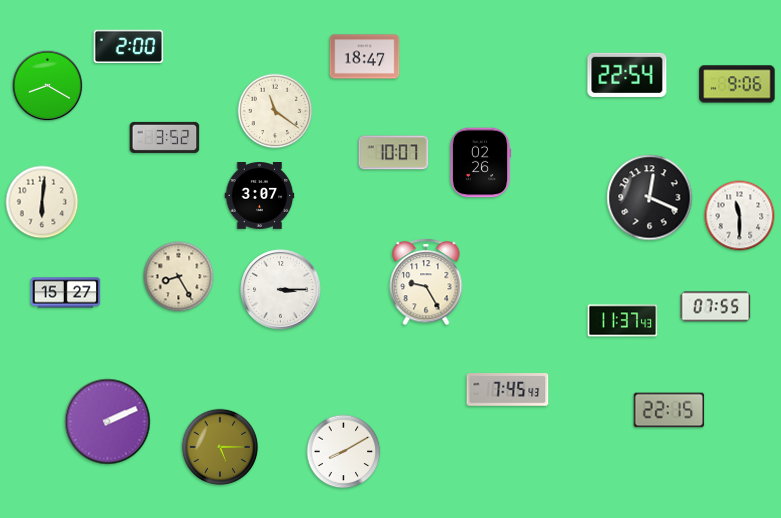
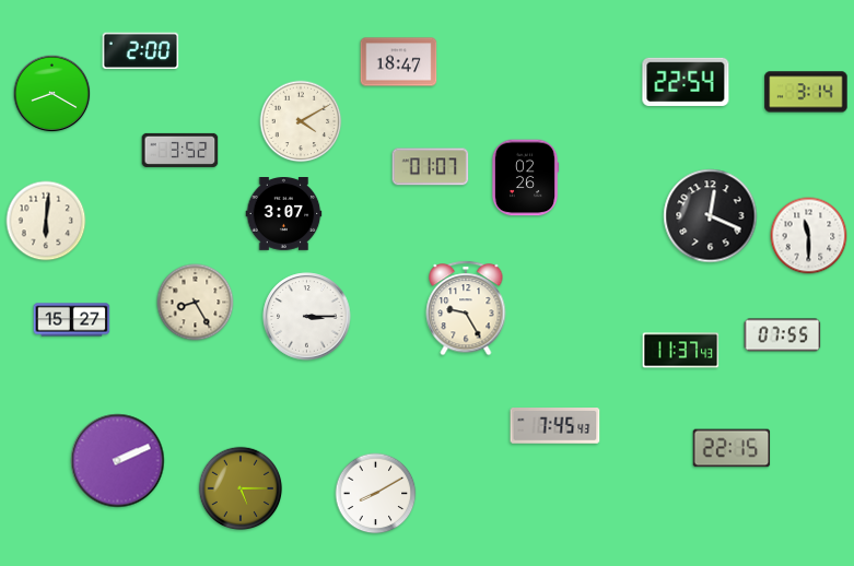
clock at (737, 84): 9:06 -> 3:14
clock at (275, 111): 11:21 -> 4:10
clock at (394, 153): 10:07 -> 01:07
